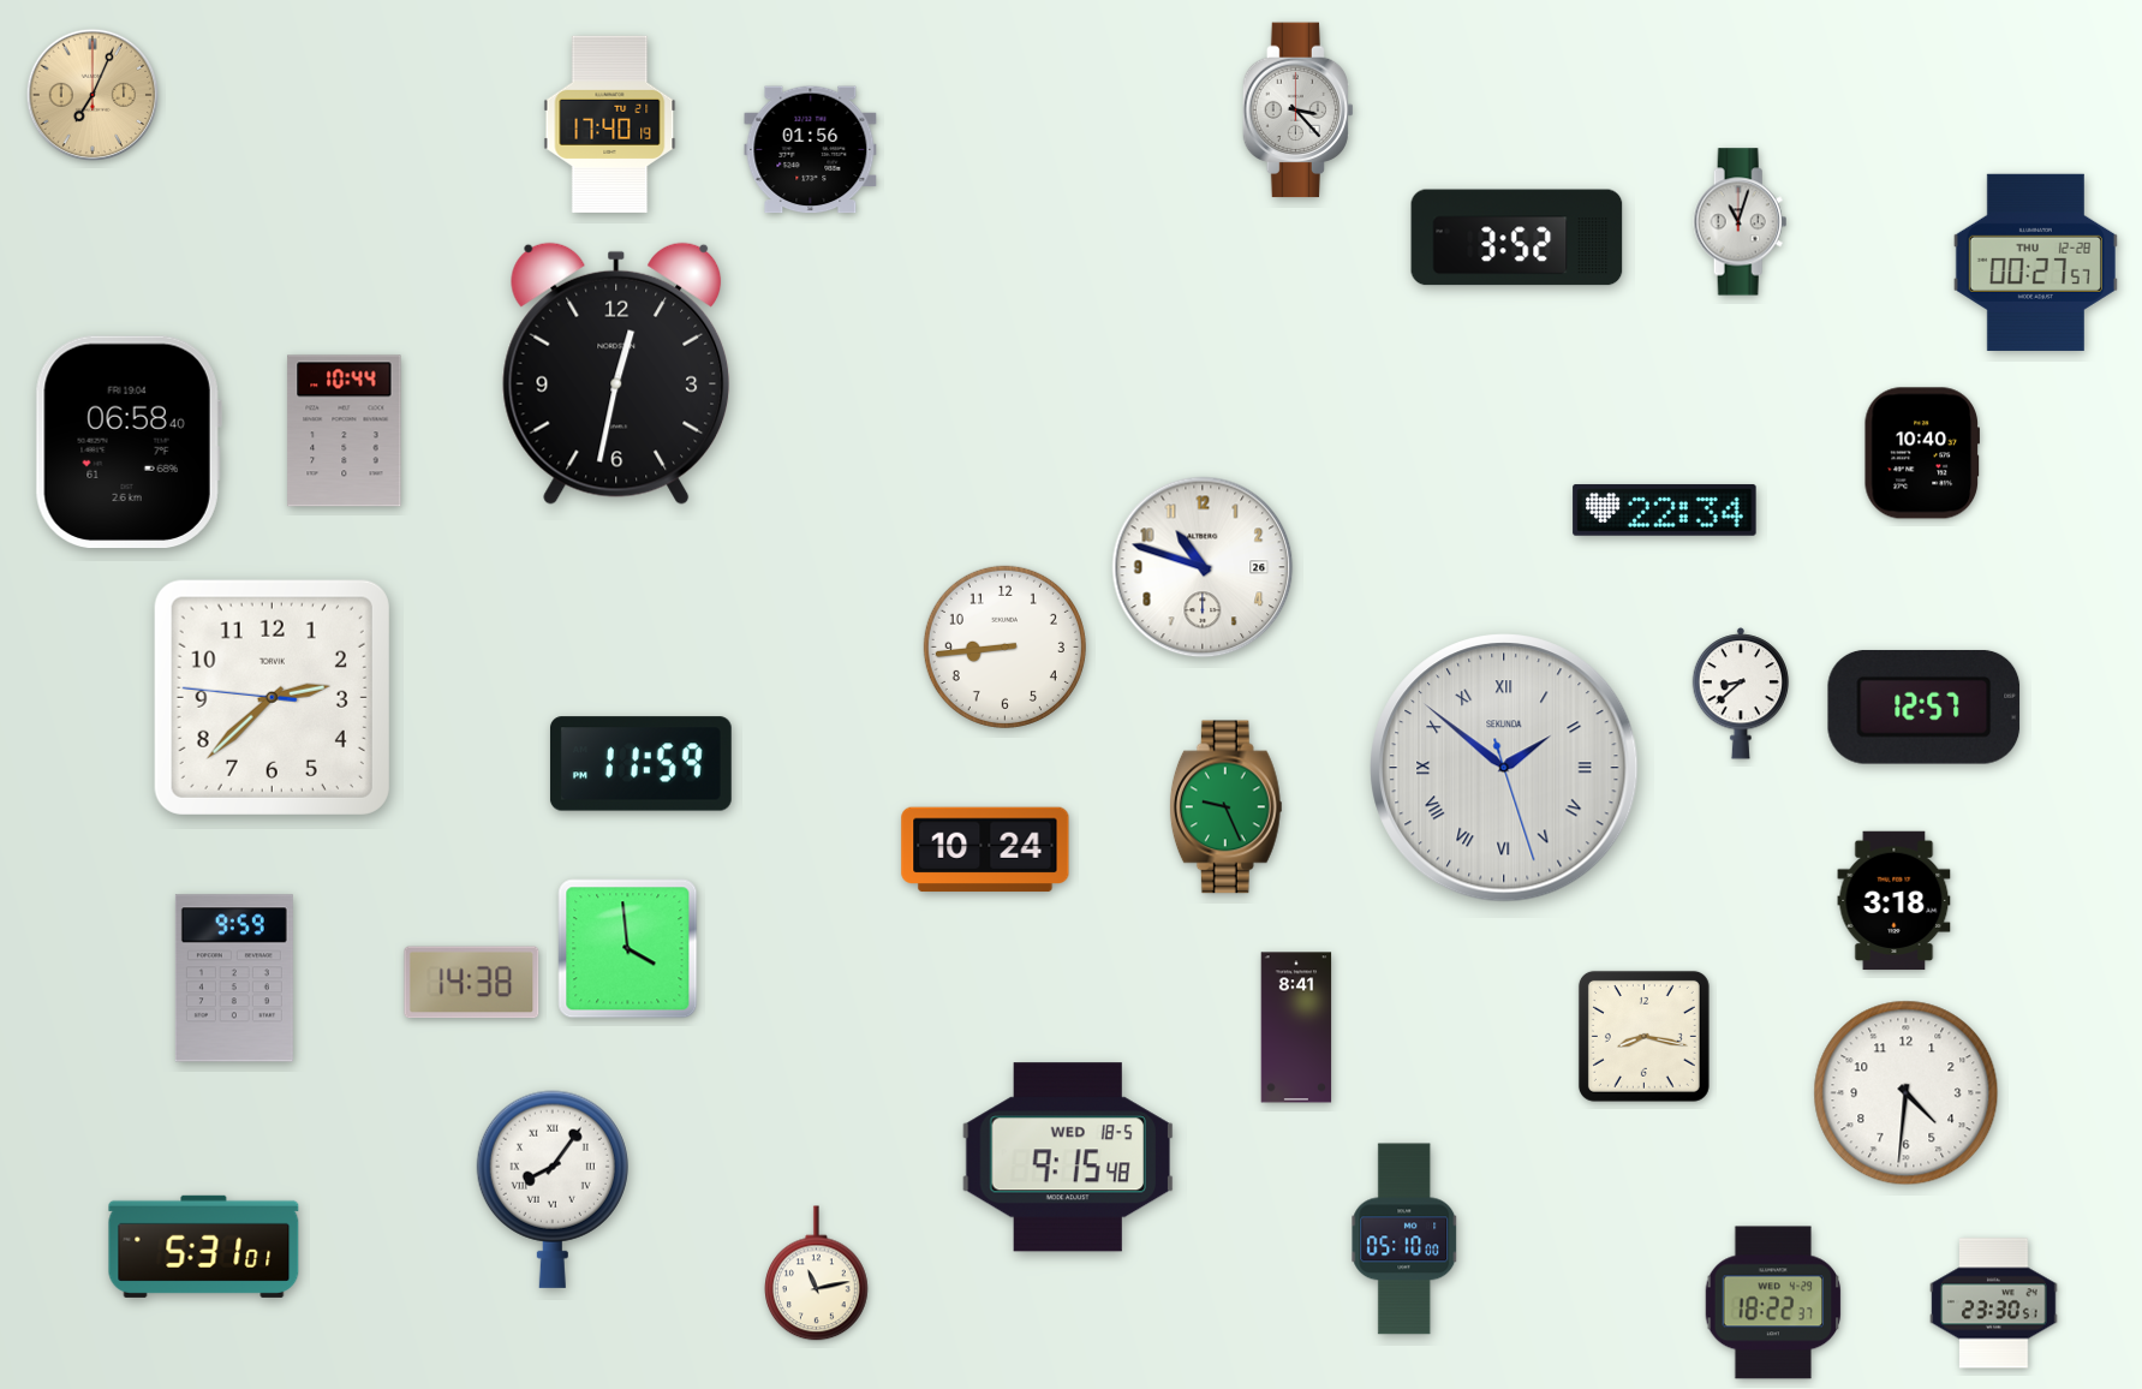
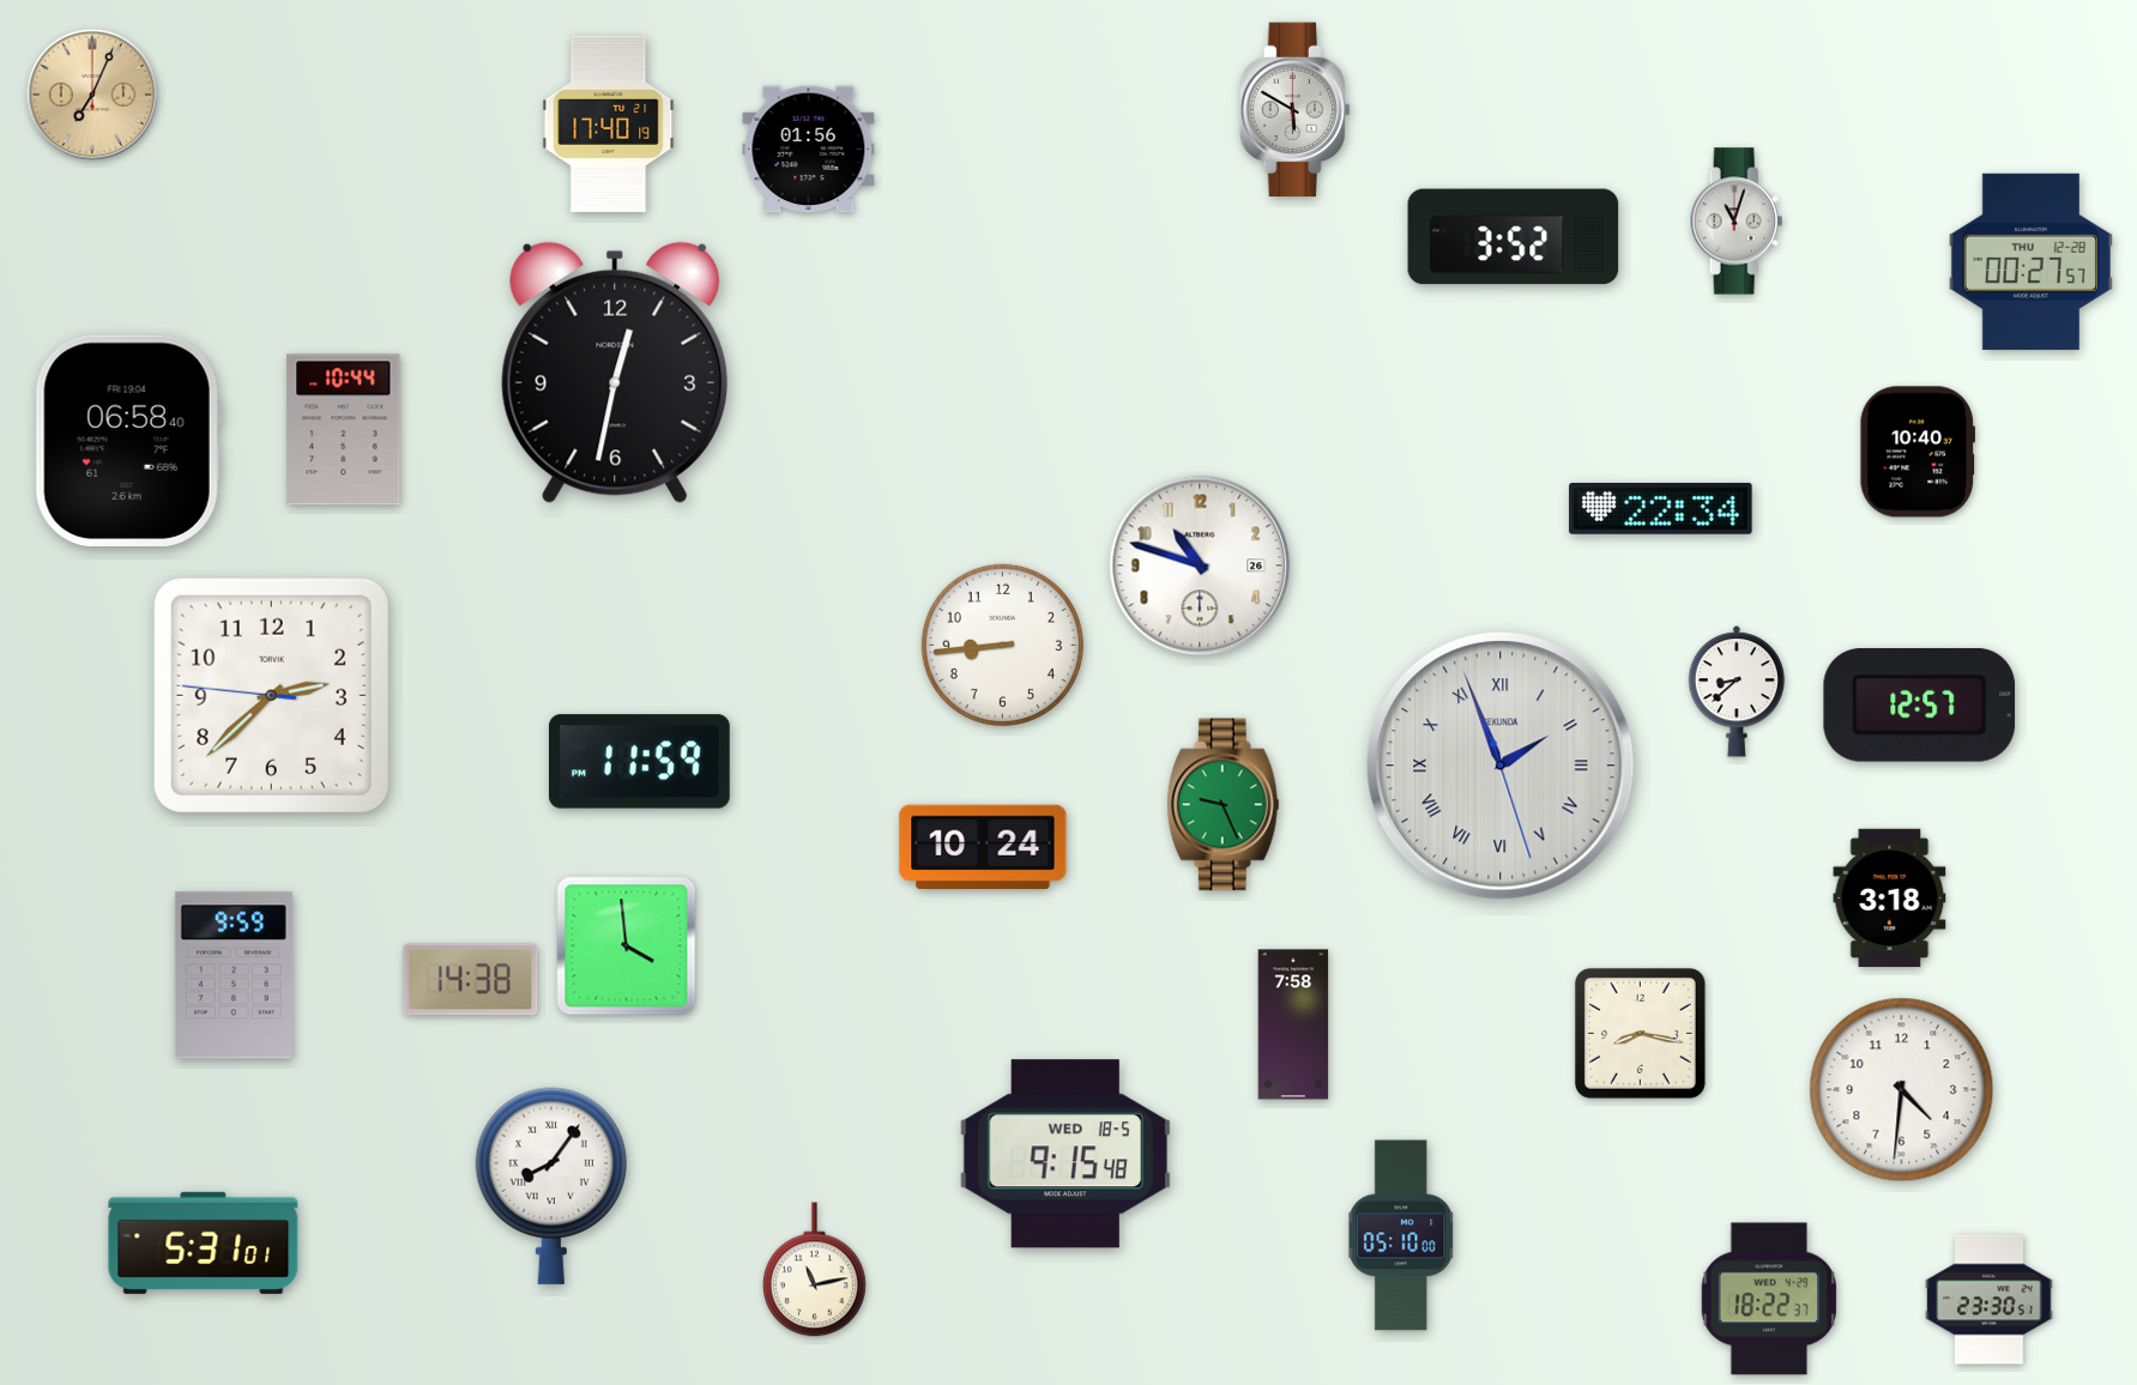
clock at (1299, 111): 3:23 -> 5:50
clock at (1504, 768): 1:51 -> 1:56
clock at (1296, 1027): 8:41 -> 7:58
